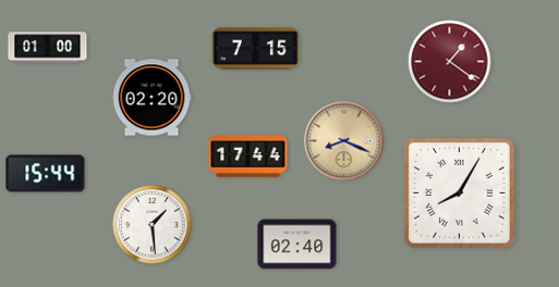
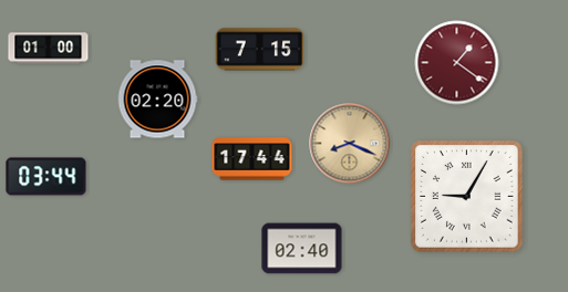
clock at (151, 98) position: (151, 98) -> (157, 100)
clock at (46, 174): 15:44 -> 03:44
clock at (460, 194): 8:05 -> 9:05
clock at (153, 225): 1:29 -> none
